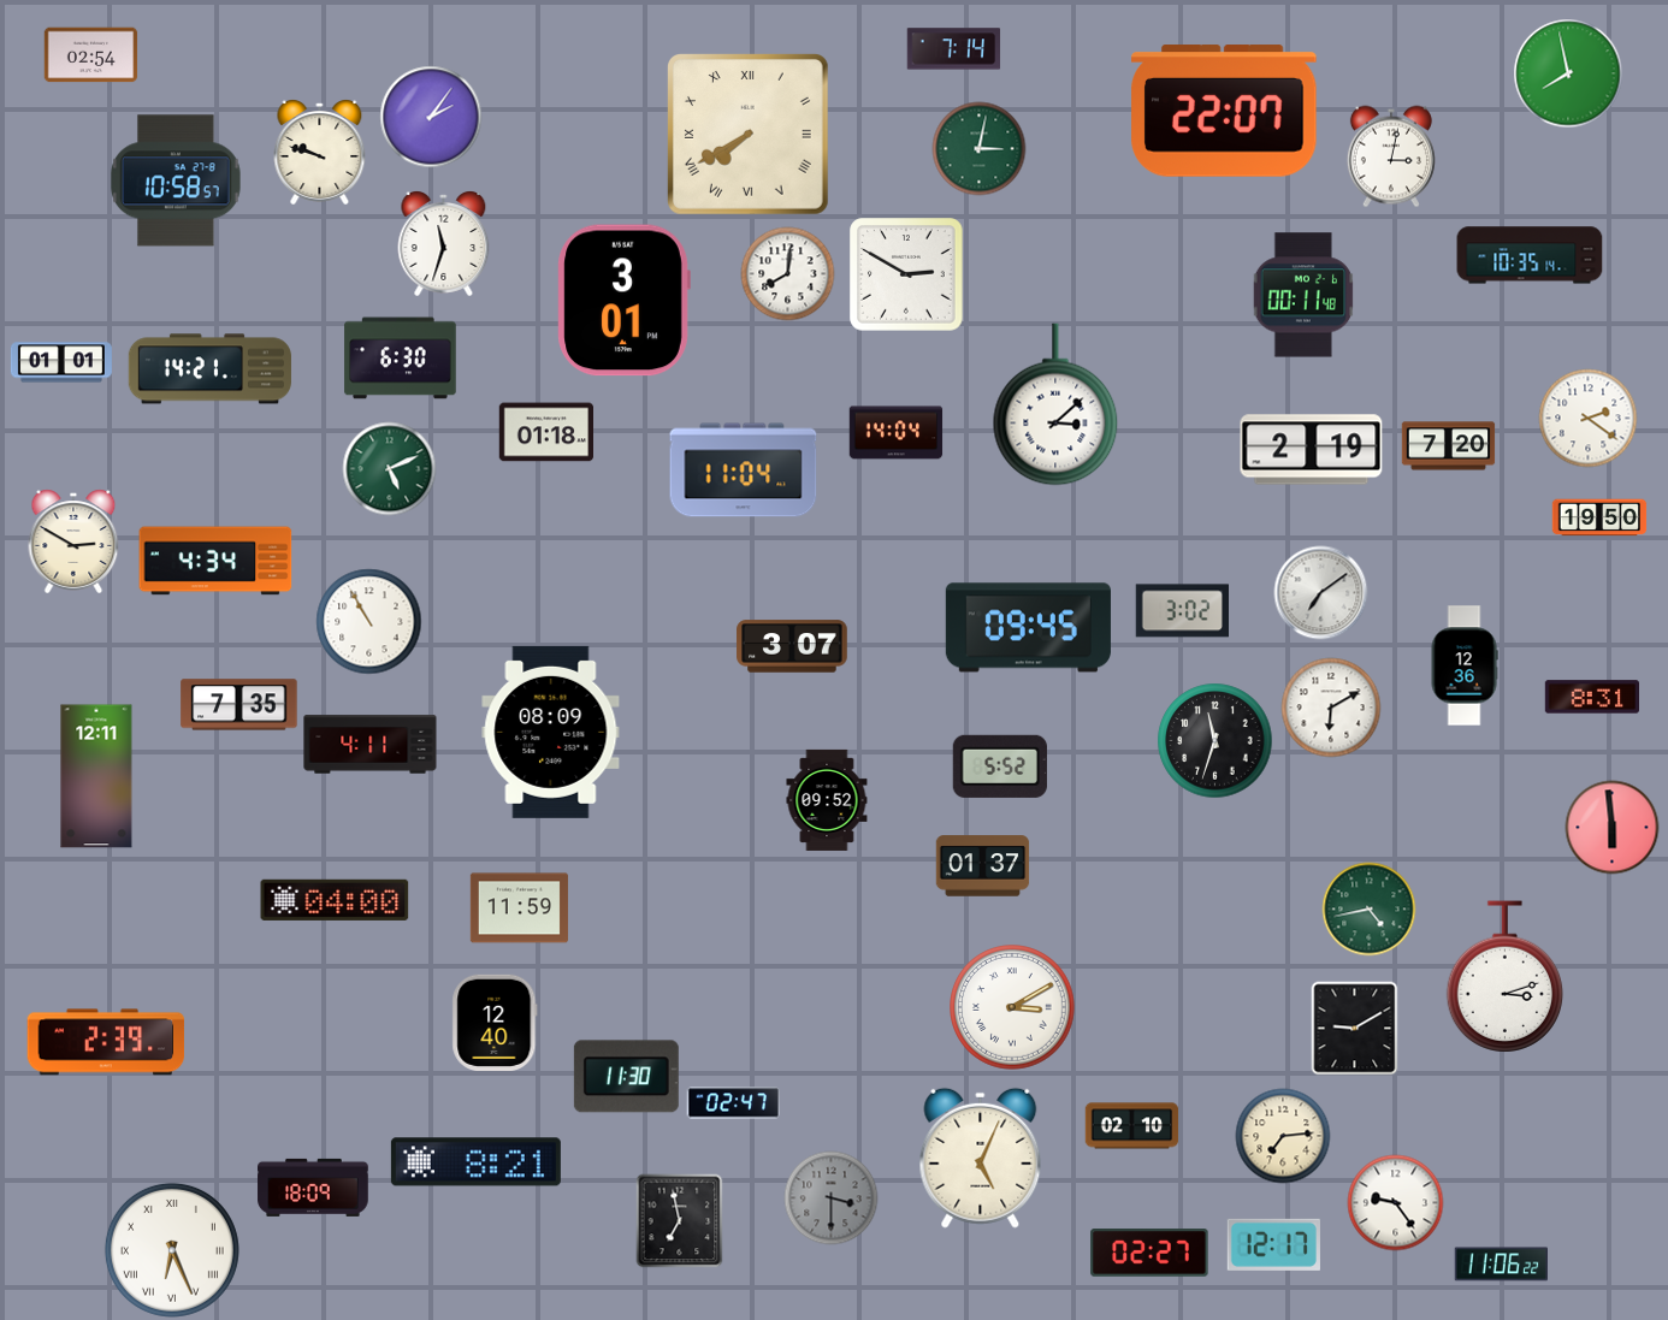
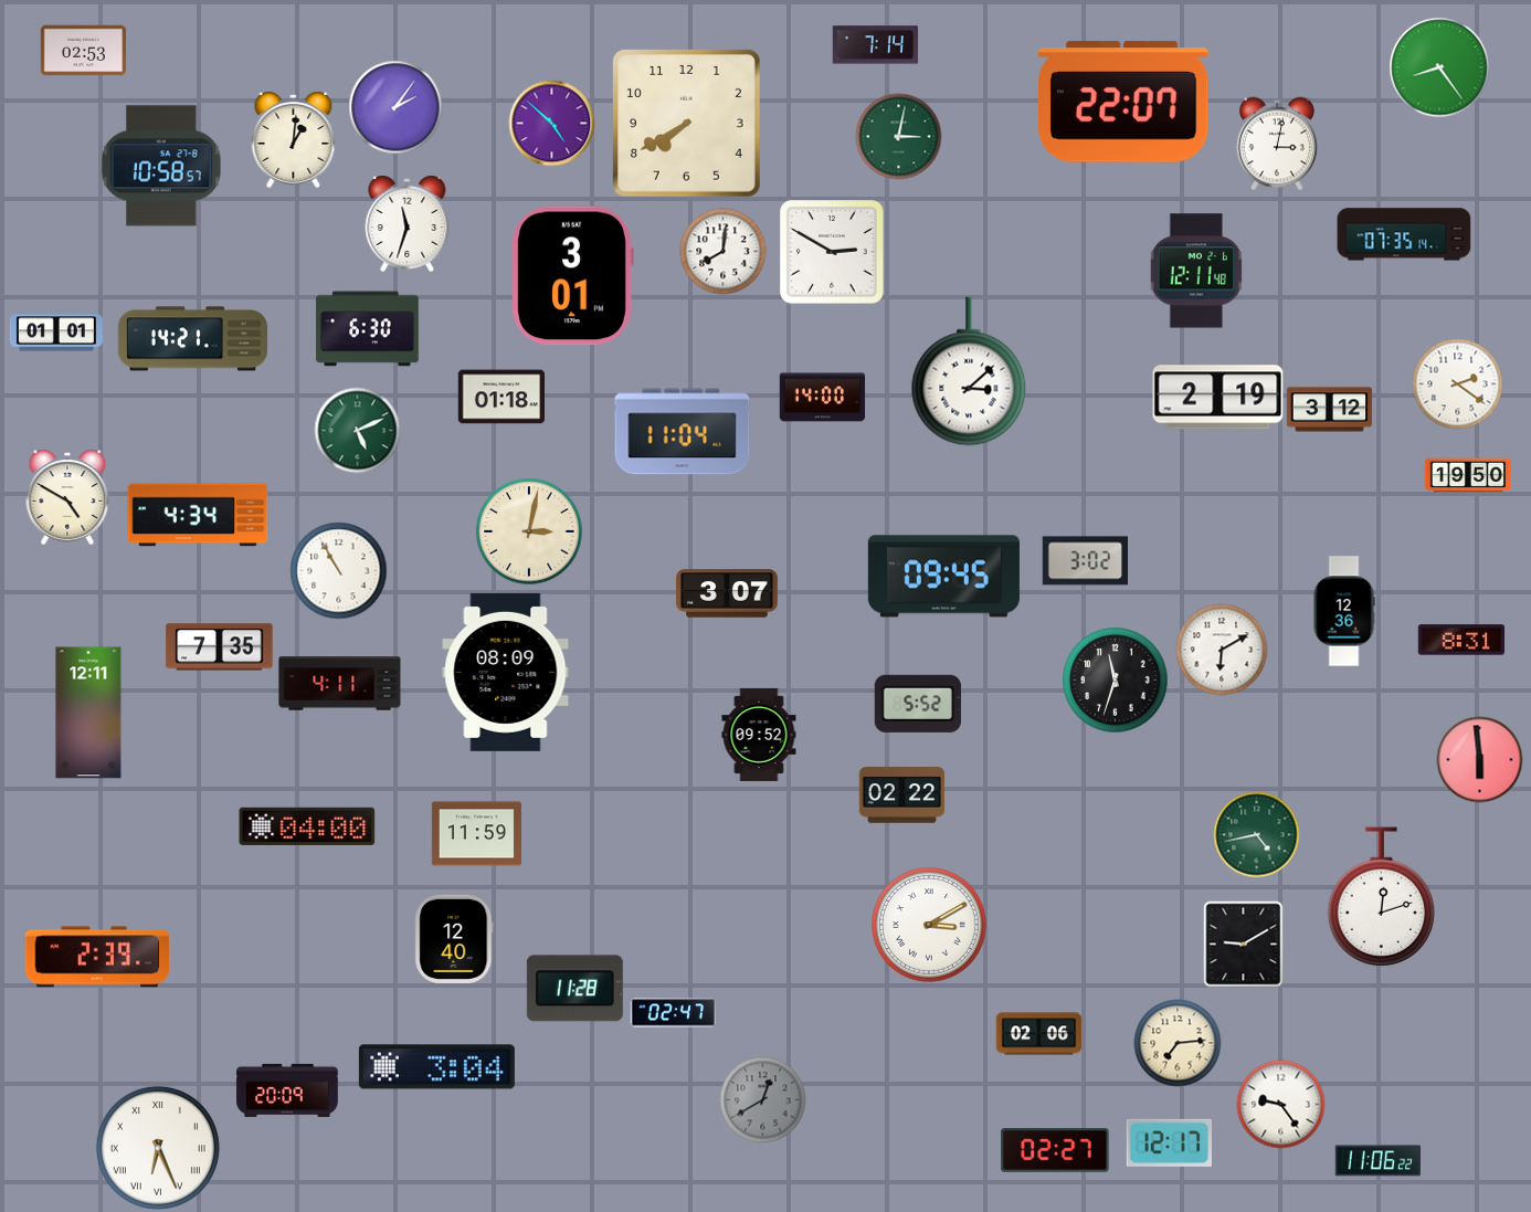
clock at (90, 55): 02:54 -> 02:53
clock at (1568, 73): 7:58 -> 8:24
clock at (551, 123): none -> 4:52
clock at (747, 134) numerals: Roman -> Arabic
clock at (320, 153): 9:48 -> 1:01
clock at (1530, 255): 10:35 -> 07:35
clock at (1303, 295): 00:11 -> 12:11
clock at (895, 433): 14:04 -> 14:00
clock at (1448, 446): 7:20 -> 3:12
clock at (1312, 450) position: (1312, 450) -> (1218, 398)
clock at (73, 541): 2:50 -> 4:50
clock at (529, 531): none -> 3:02
clock at (1320, 592): 7:09 -> none
clock at (982, 866): 01:37 -> 02:22
clock at (1504, 977): 3:12 -> 12:12
clock at (626, 1077): 11:30 -> 11:28
clock at (1131, 1126): 02:10 -> 02:06
clock at (981, 1158): 5:04 -> none
clock at (475, 1162): 8:21 -> 3:04
clock at (313, 1188): 18:09 -> 20:09
clock at (830, 1197): 3:30 -> 12:40
clock at (680, 1220): 6:58 -> none
